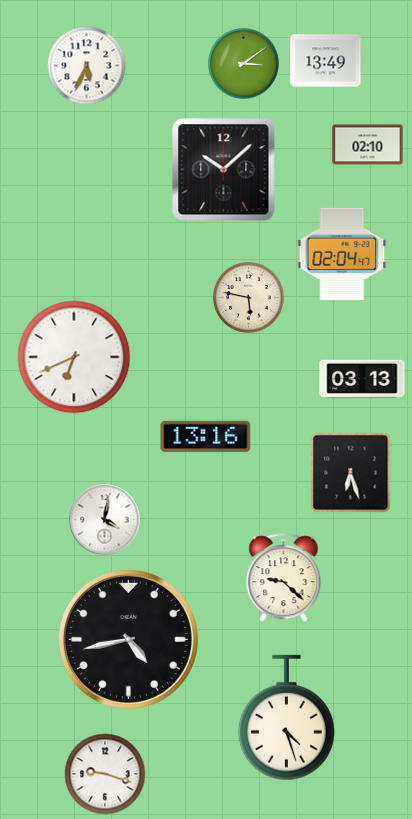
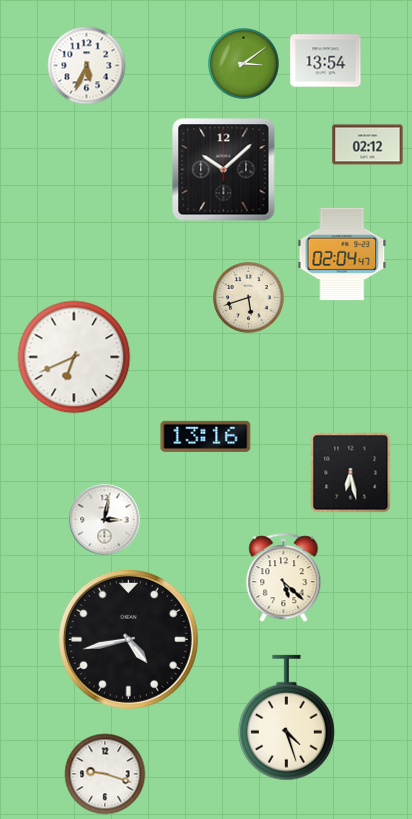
clock at (326, 61): 13:49 -> 13:54
clock at (368, 145): 02:10 -> 02:12
clock at (249, 298): 5:47 -> 5:42
clock at (362, 379): 03:13 -> none
clock at (351, 473): 6:27 -> 6:28
clock at (105, 520): 4:02 -> 3:02
clock at (284, 578): 9:22 -> 5:22
